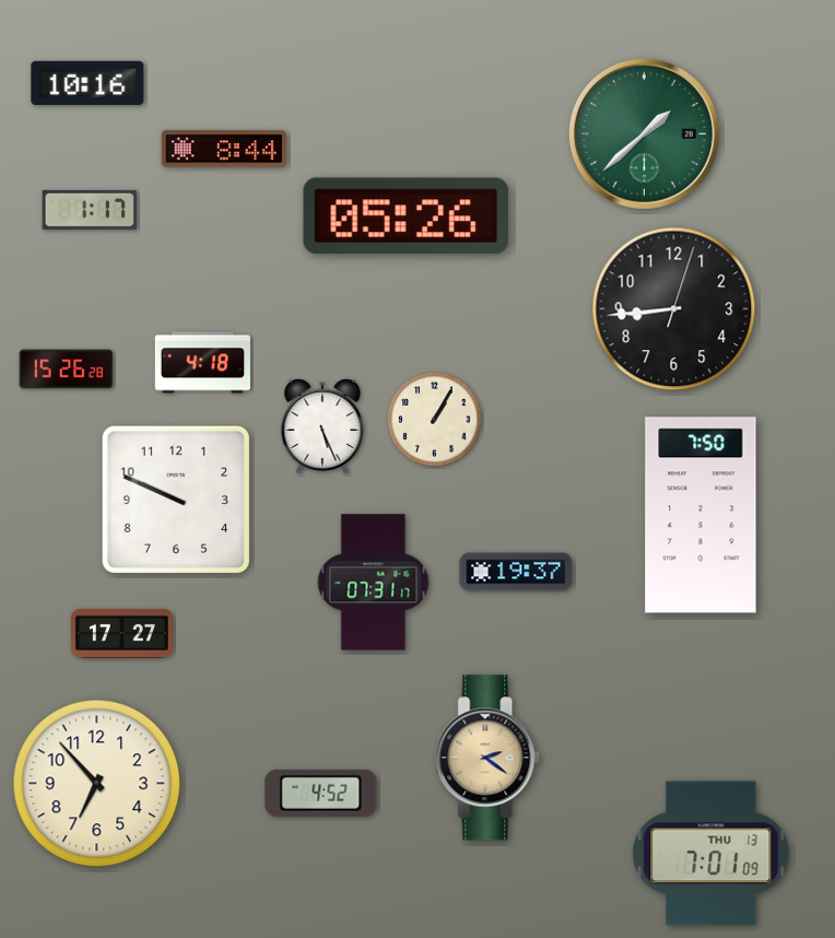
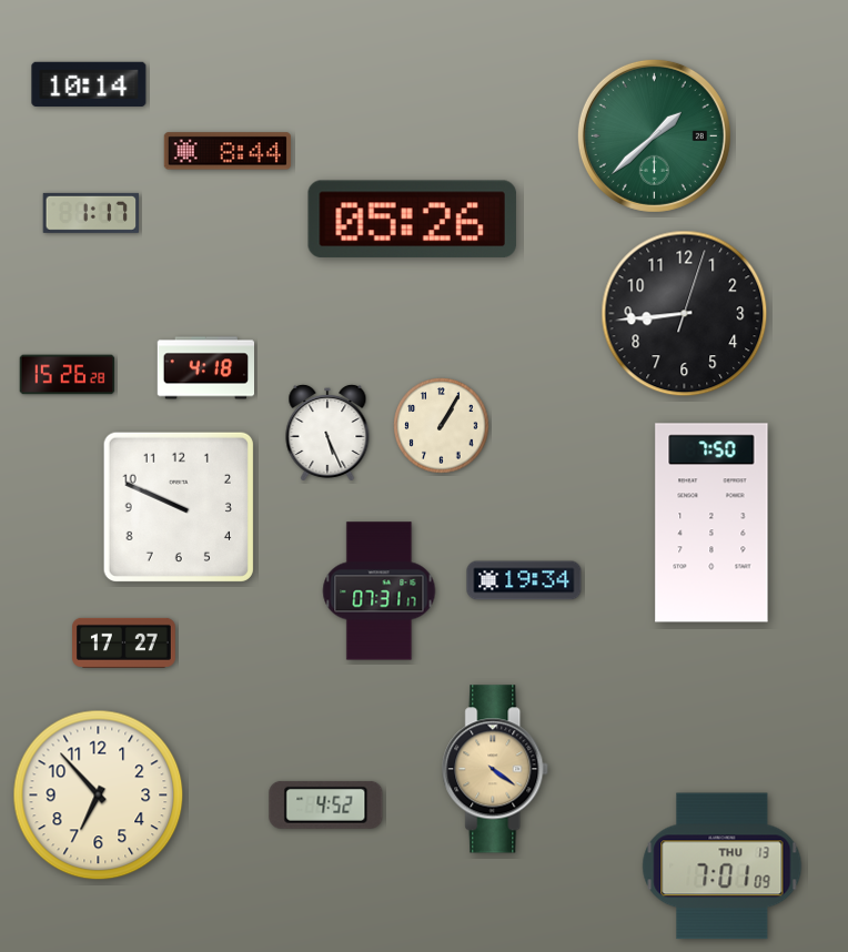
clock at (87, 82): 10:16 -> 10:14
clock at (516, 572): 19:37 -> 19:34
clock at (489, 758): 2:21 -> 4:21
